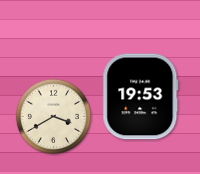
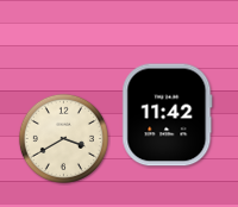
clock at (141, 97): 19:53 -> 11:42
